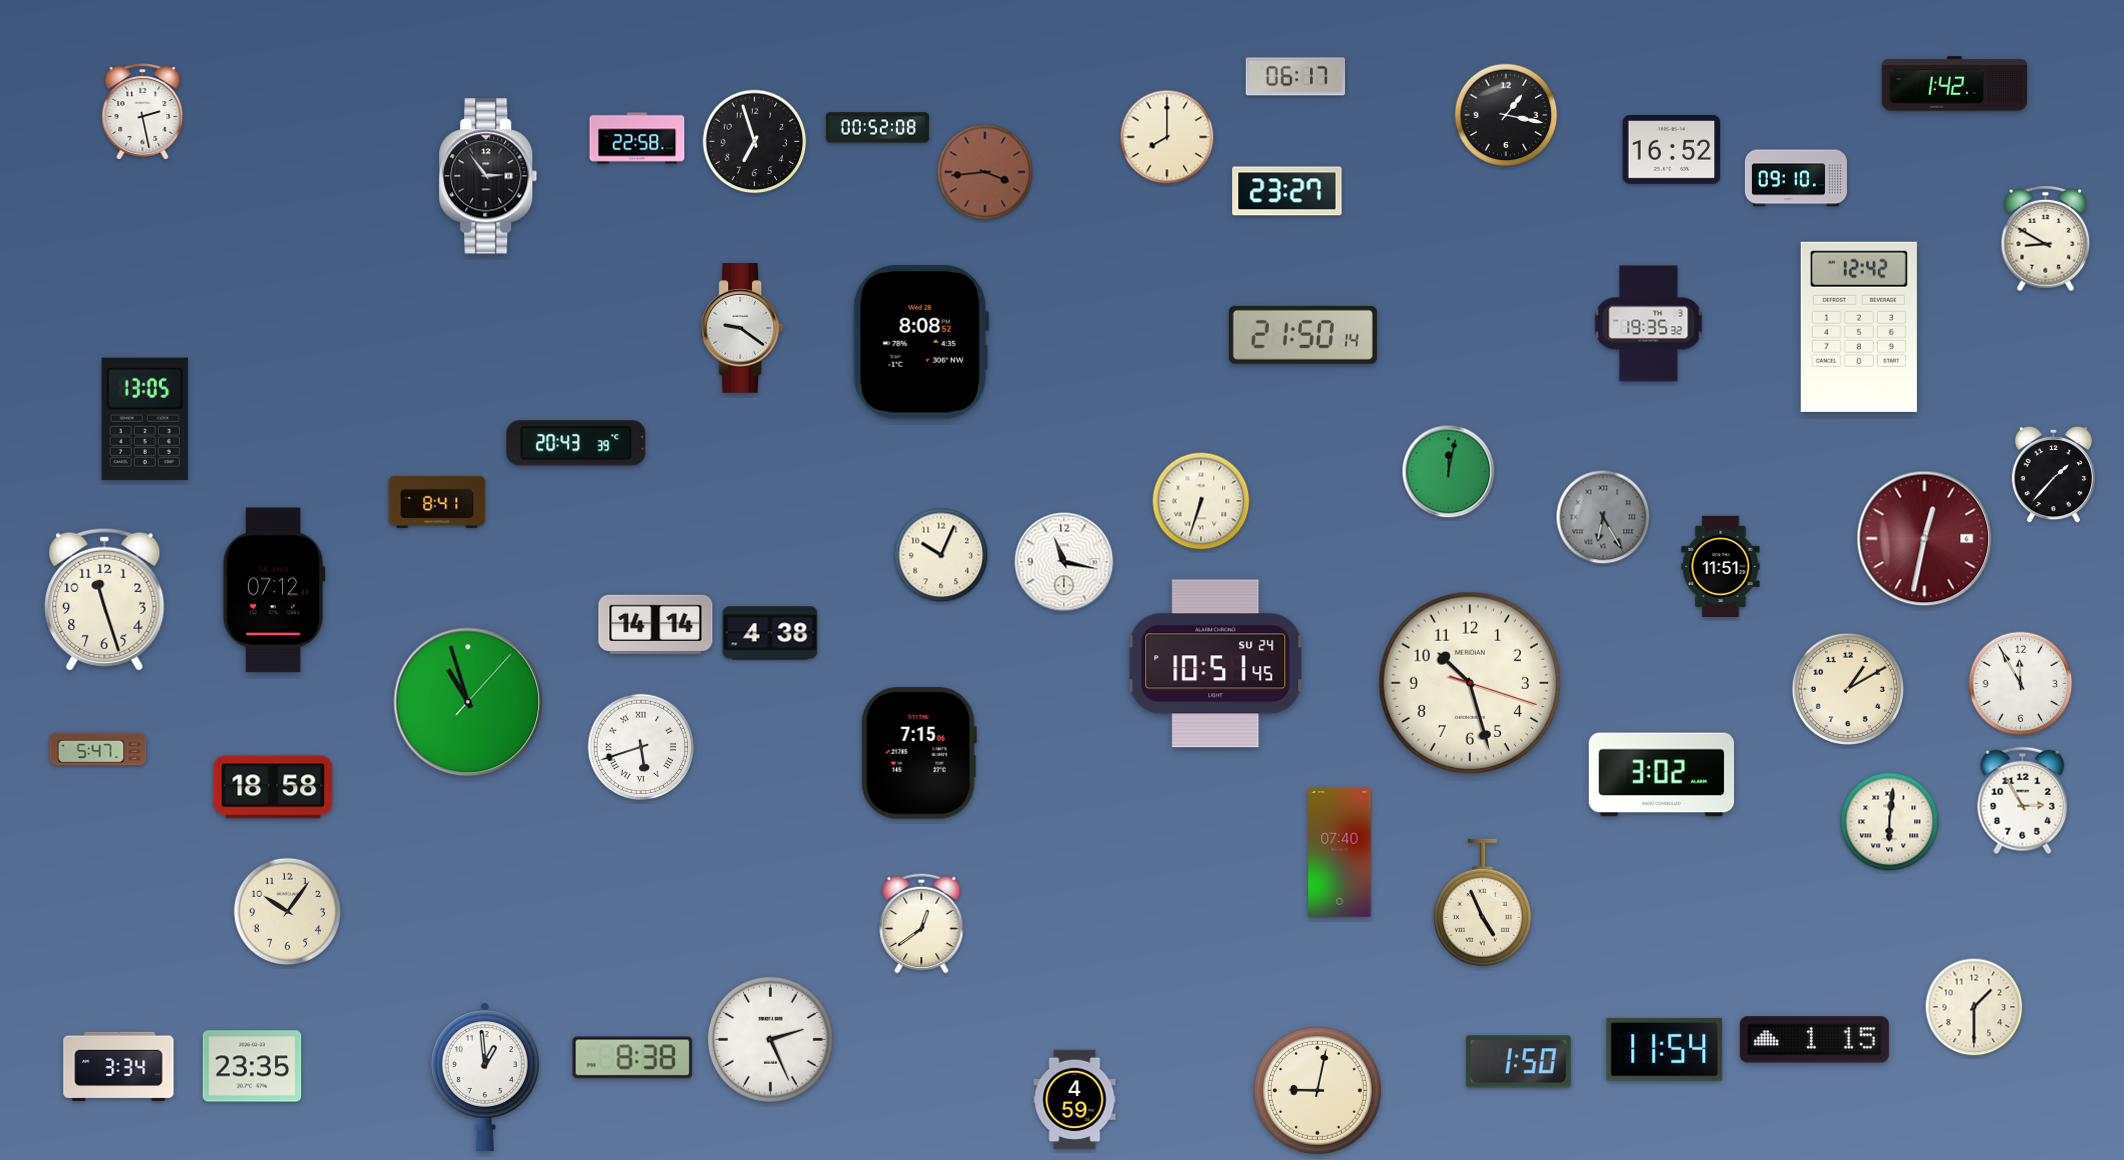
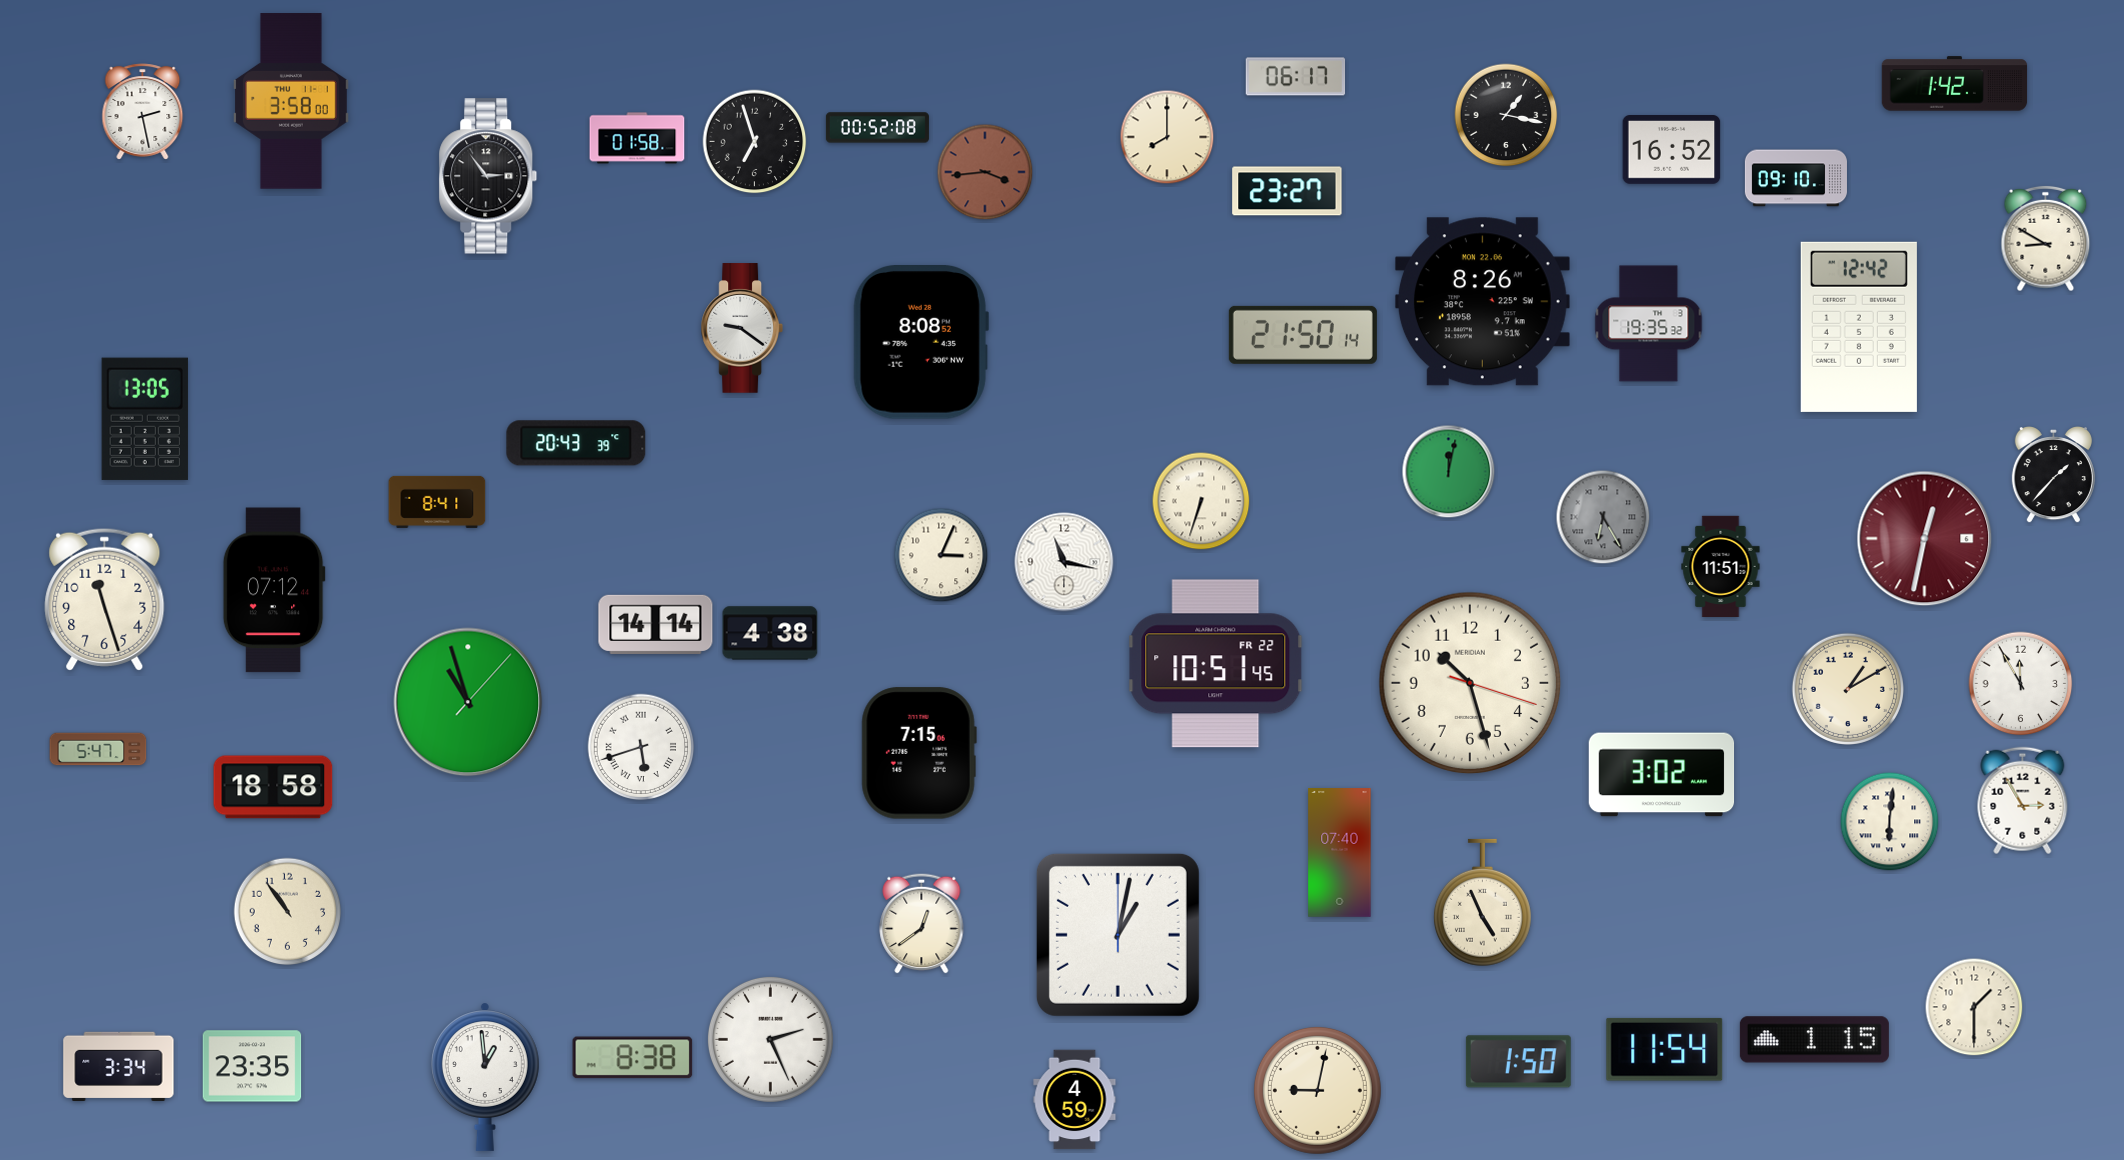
clock at (292, 101): none -> 3:58
clock at (637, 138): 22:58 -> 01:58
clock at (1482, 302): none -> 8:26
clock at (941, 555): 10:04 -> 3:04
clock at (1216, 664) date: SU 24 -> FR 22
clock at (288, 912): 10:06 -> 10:54
clock at (1118, 935): none -> 1:02
